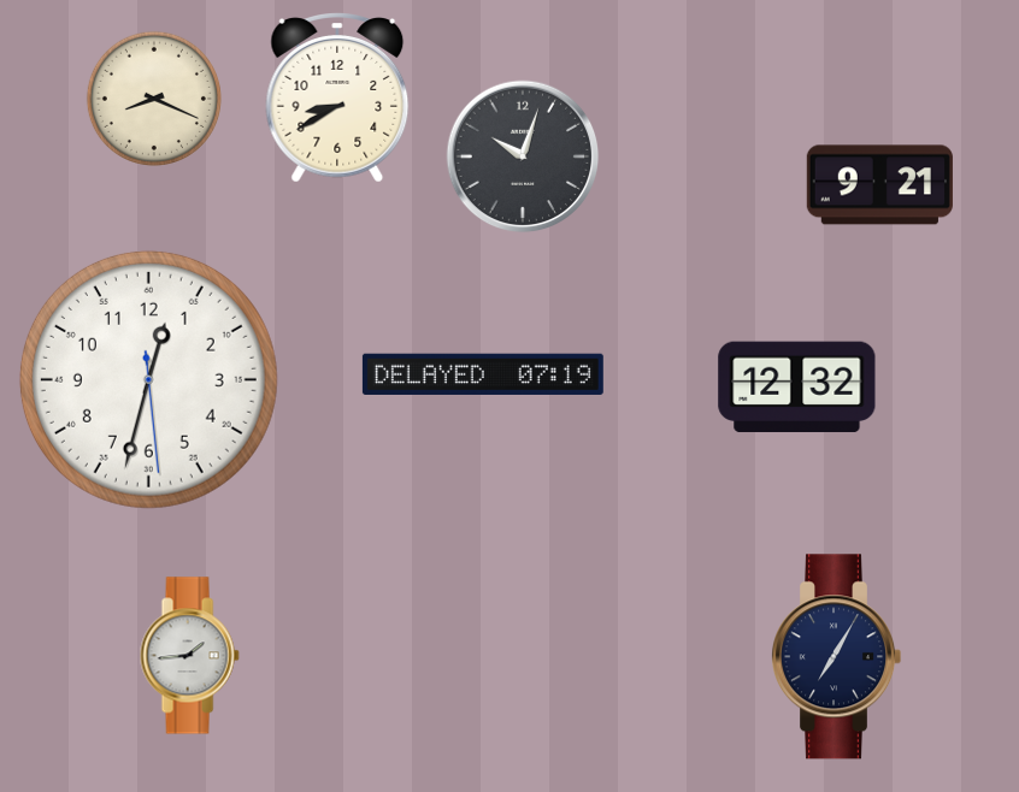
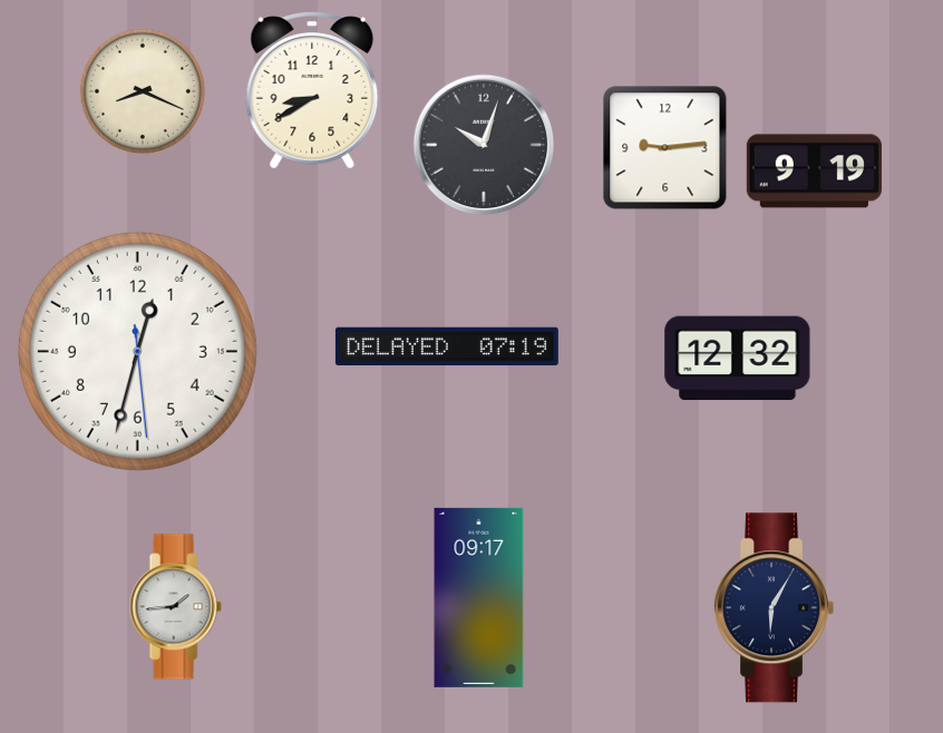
clock at (665, 148): none -> 9:14
clock at (879, 185): 9:21 -> 9:19
clock at (479, 597): none -> 09:17
clock at (837, 657): 7:05 -> 6:05
